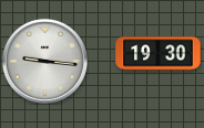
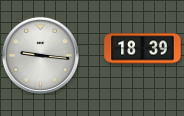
clock at (159, 54): 19:30 -> 18:39
